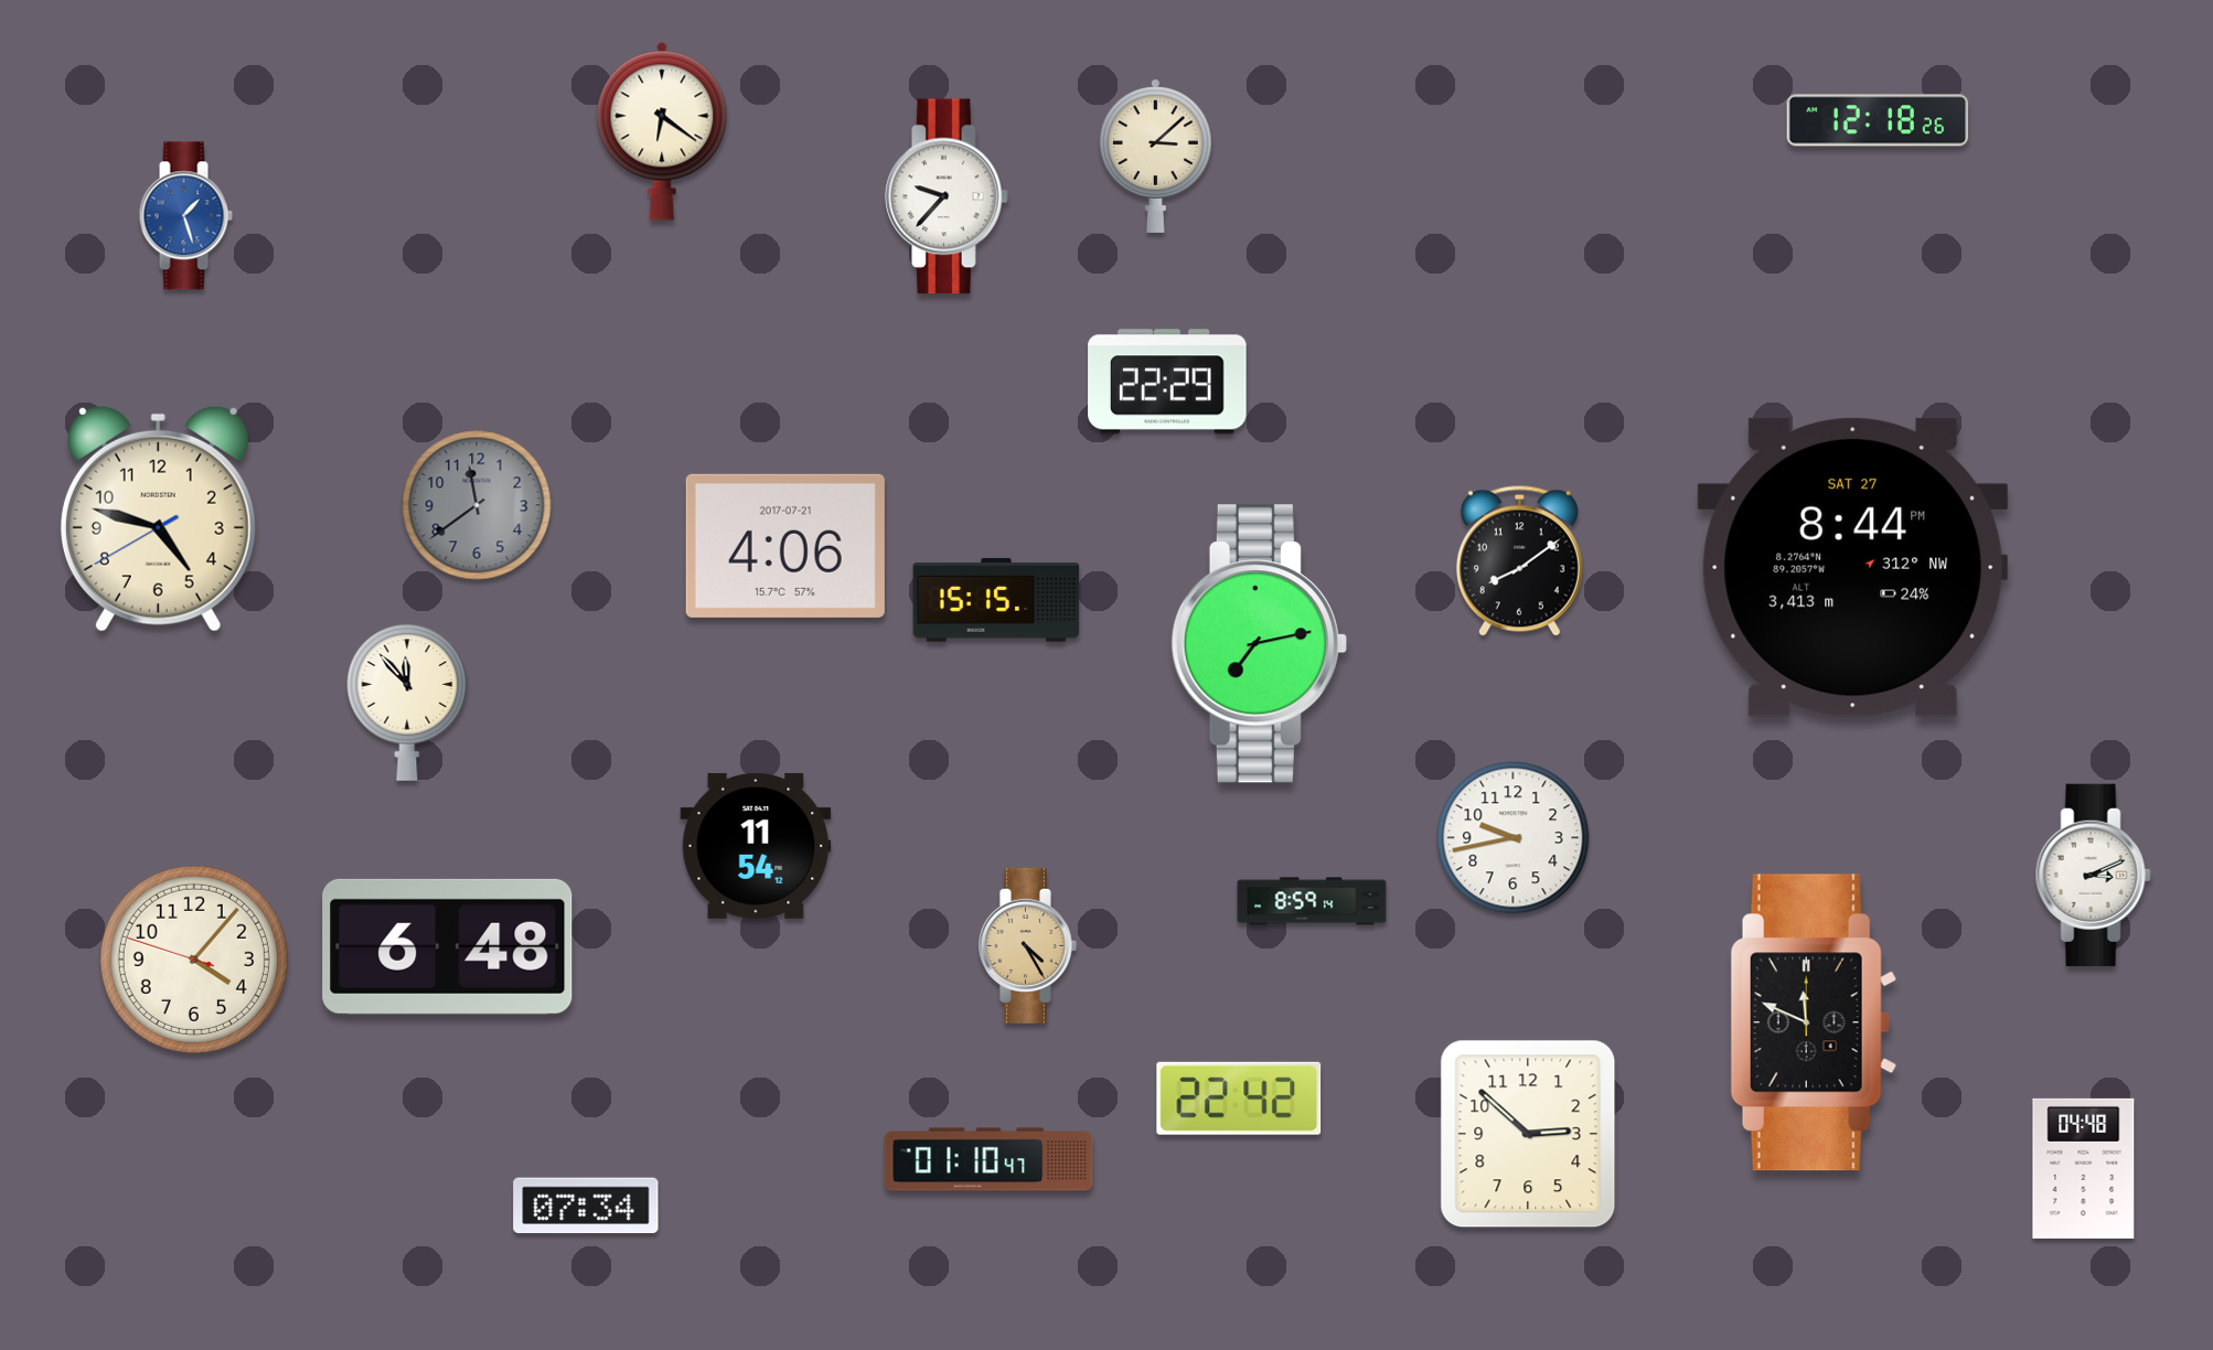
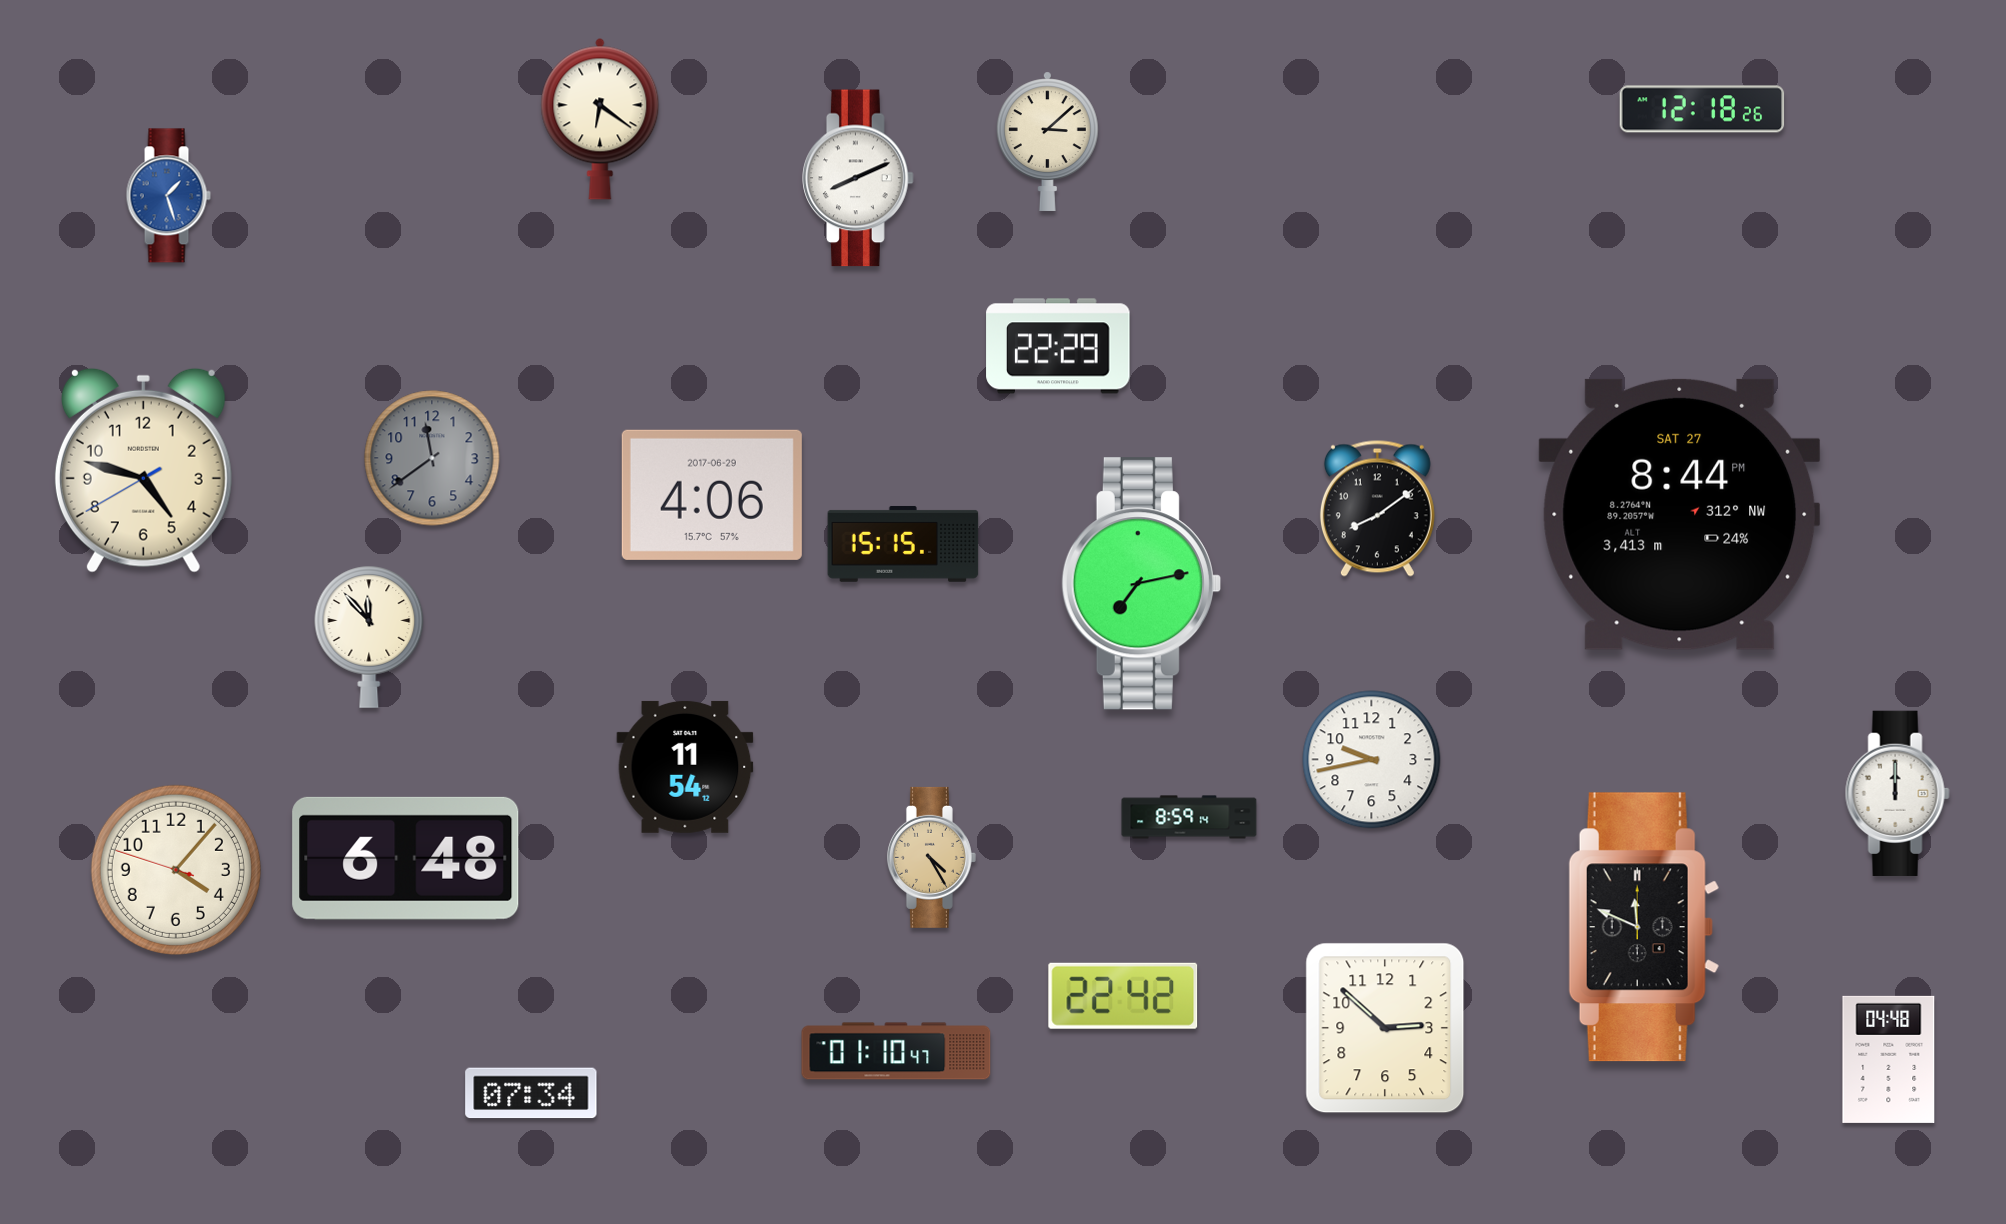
clock at (947, 196): 9:37 -> 8:11
clock at (785, 546) date: 2017-07-21 -> 2017-06-29
clock at (2093, 875): 3:11 -> 12:00
